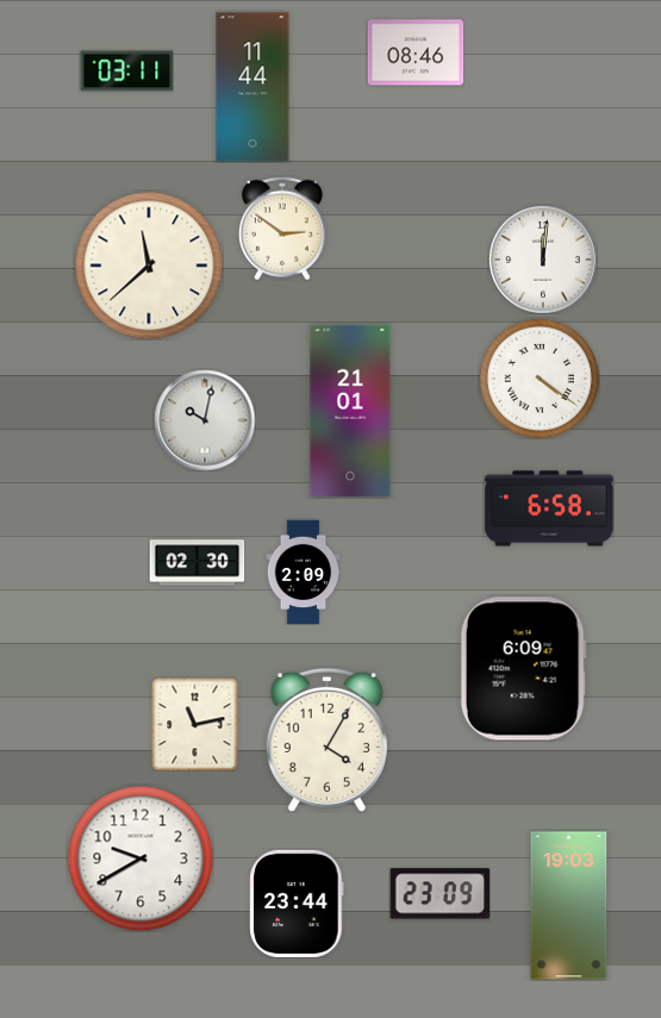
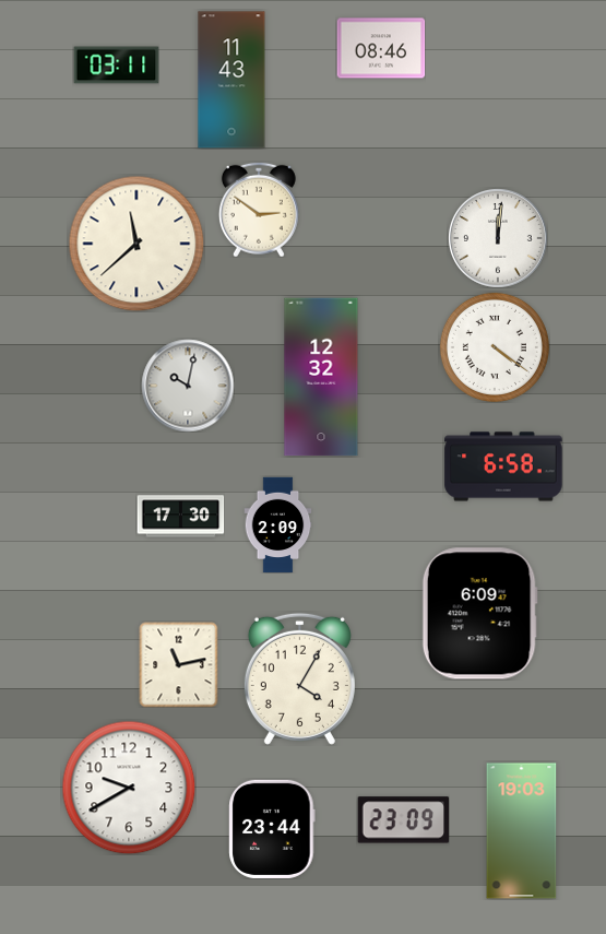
clock at (252, 87): 11:44 -> 11:43
clock at (350, 411): 21:01 -> 12:32
clock at (197, 563): 02:30 -> 17:30
